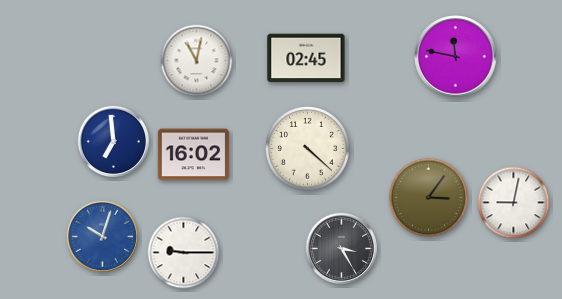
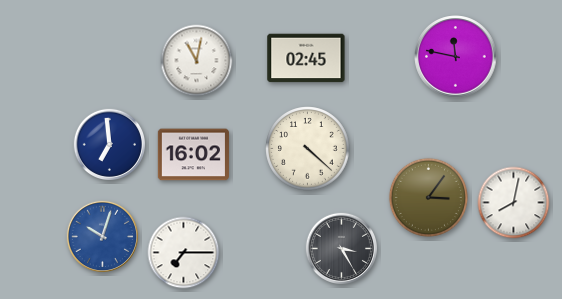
clock at (113, 141) position: (113, 141) -> (109, 144)
clock at (514, 203): 9:02 -> 8:02
clock at (184, 253): 9:15 -> 7:15
